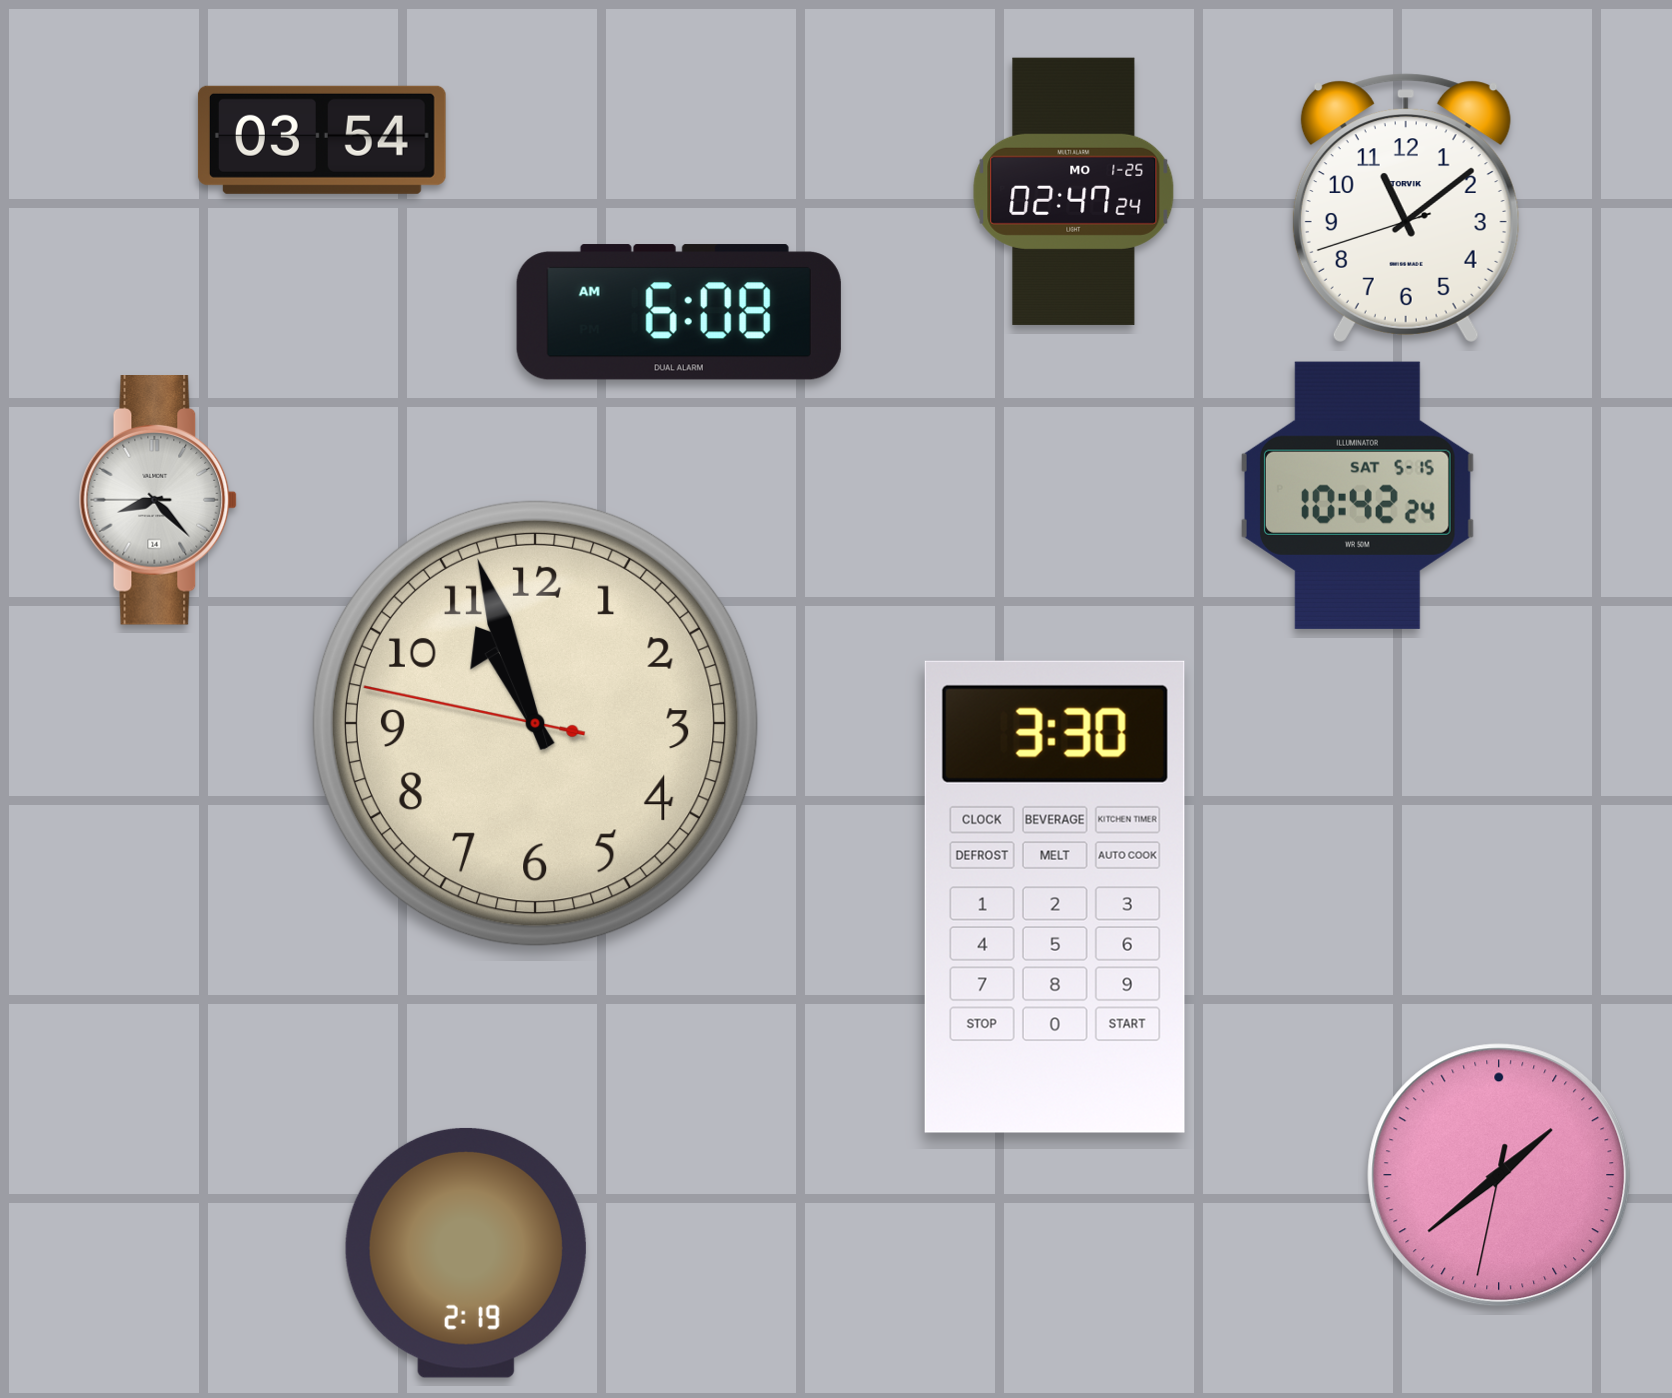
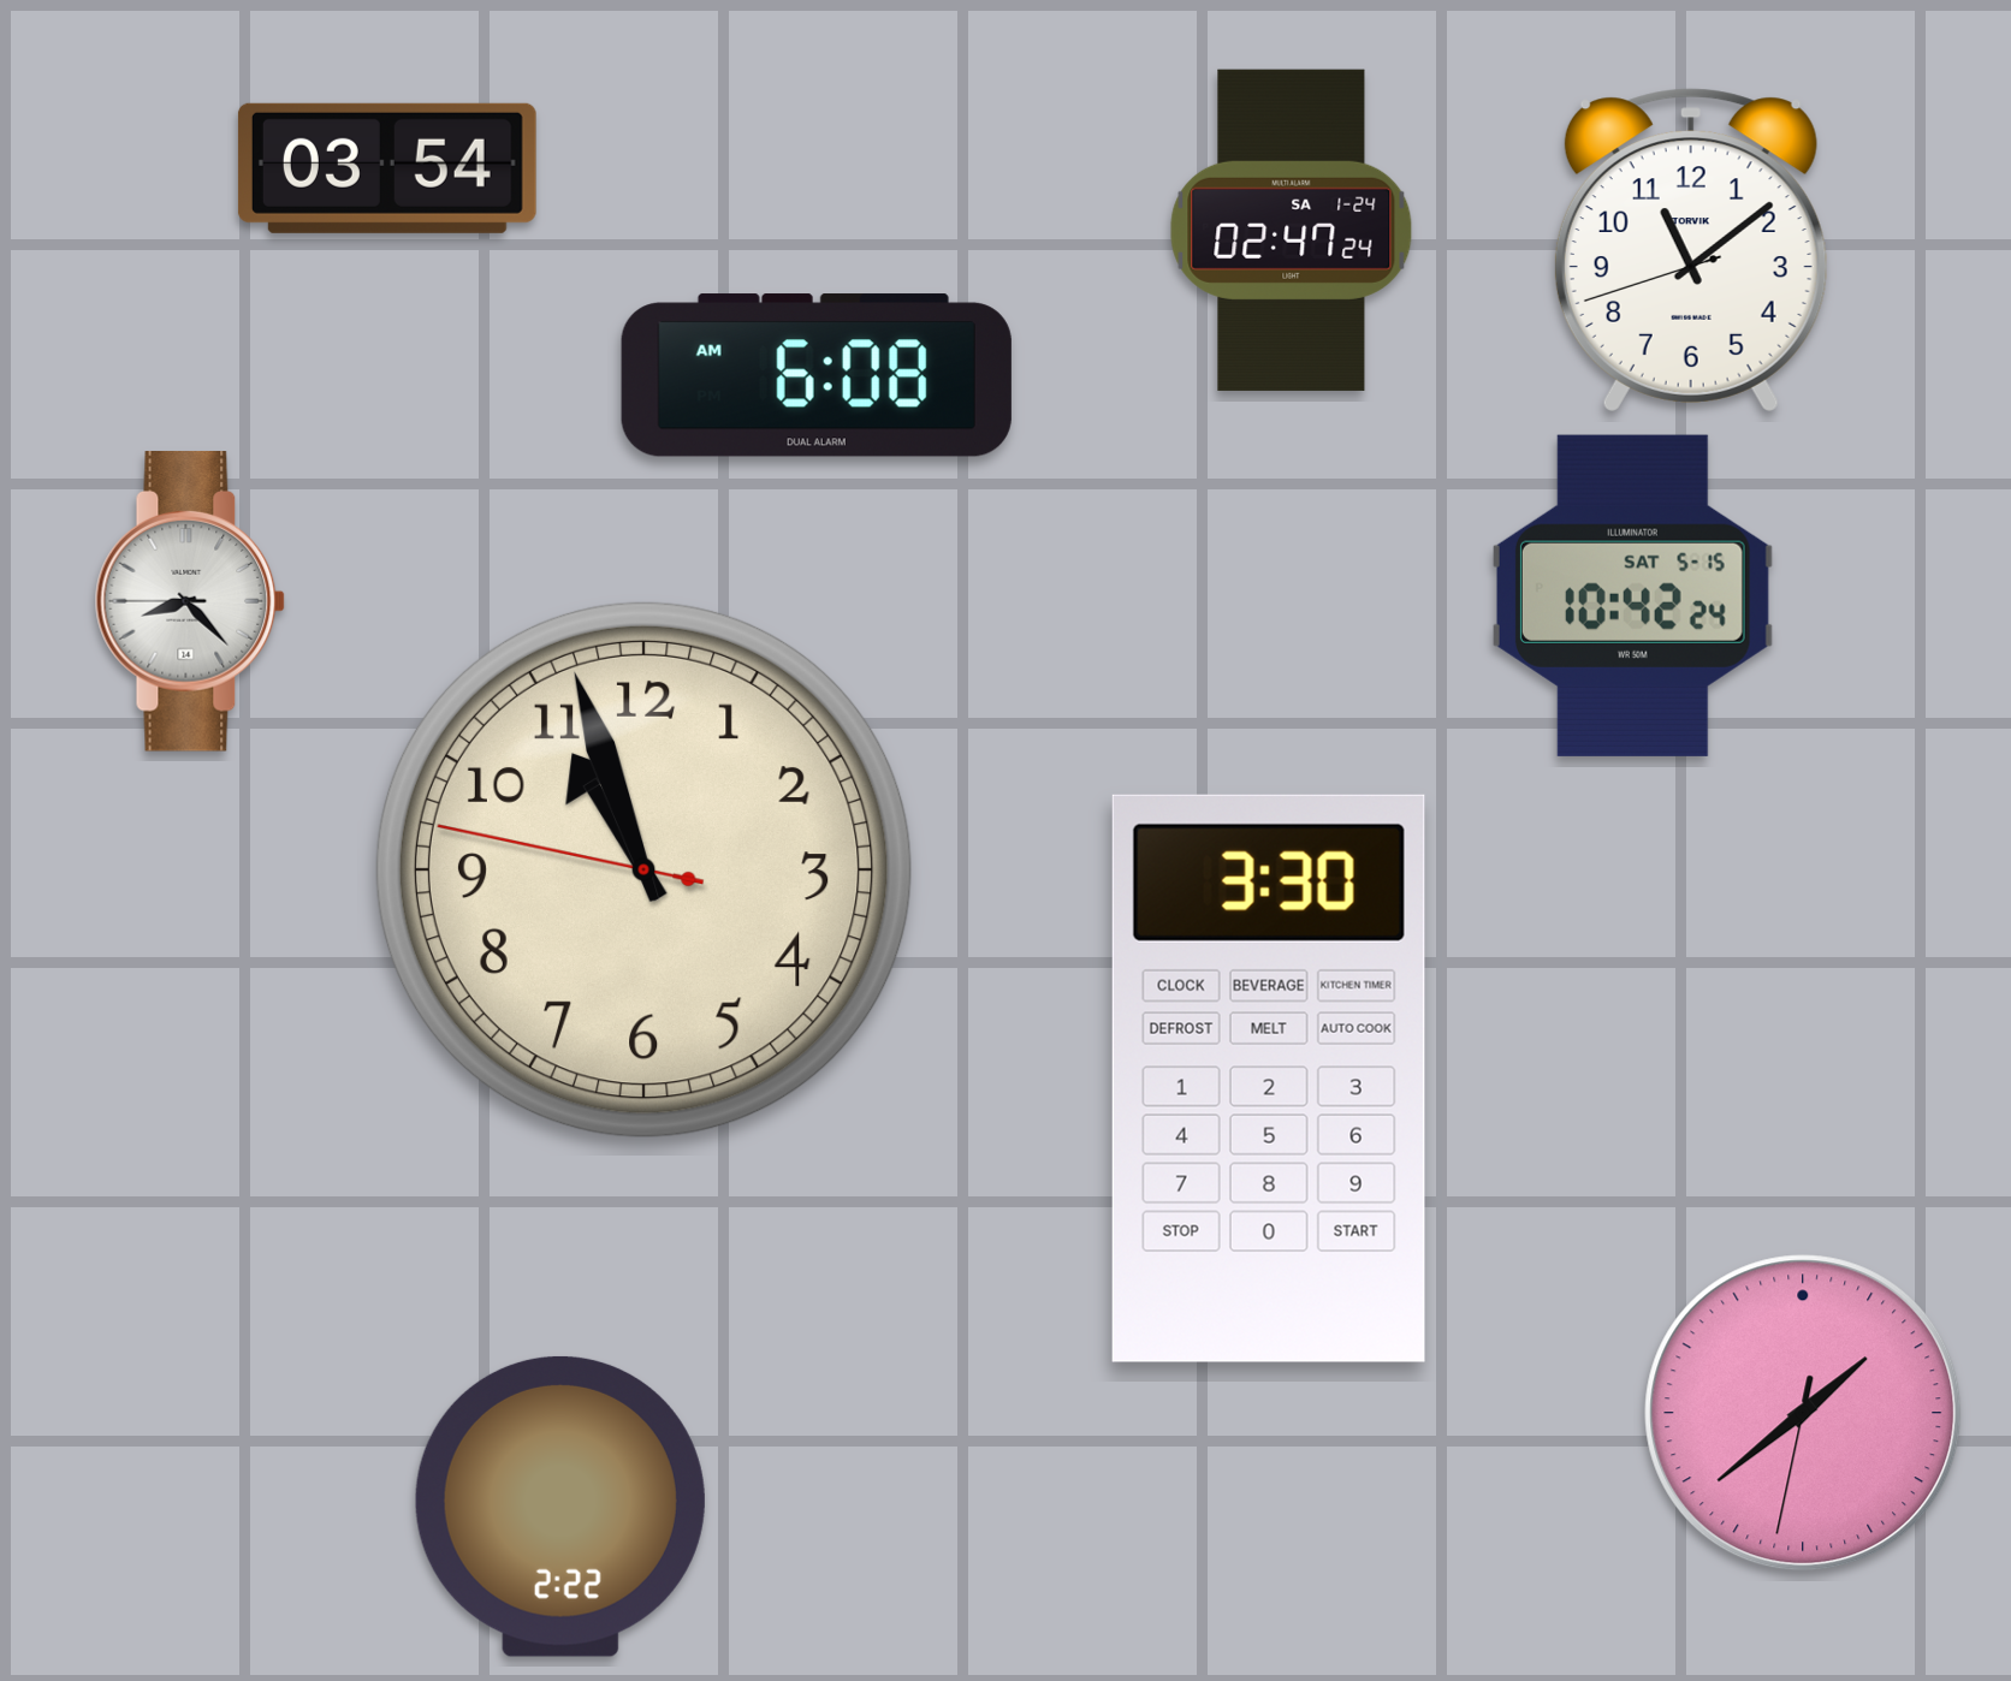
clock at (1074, 191) date: MO 1-25 -> SA 1-24
clock at (466, 1253): 2:19 -> 2:22
